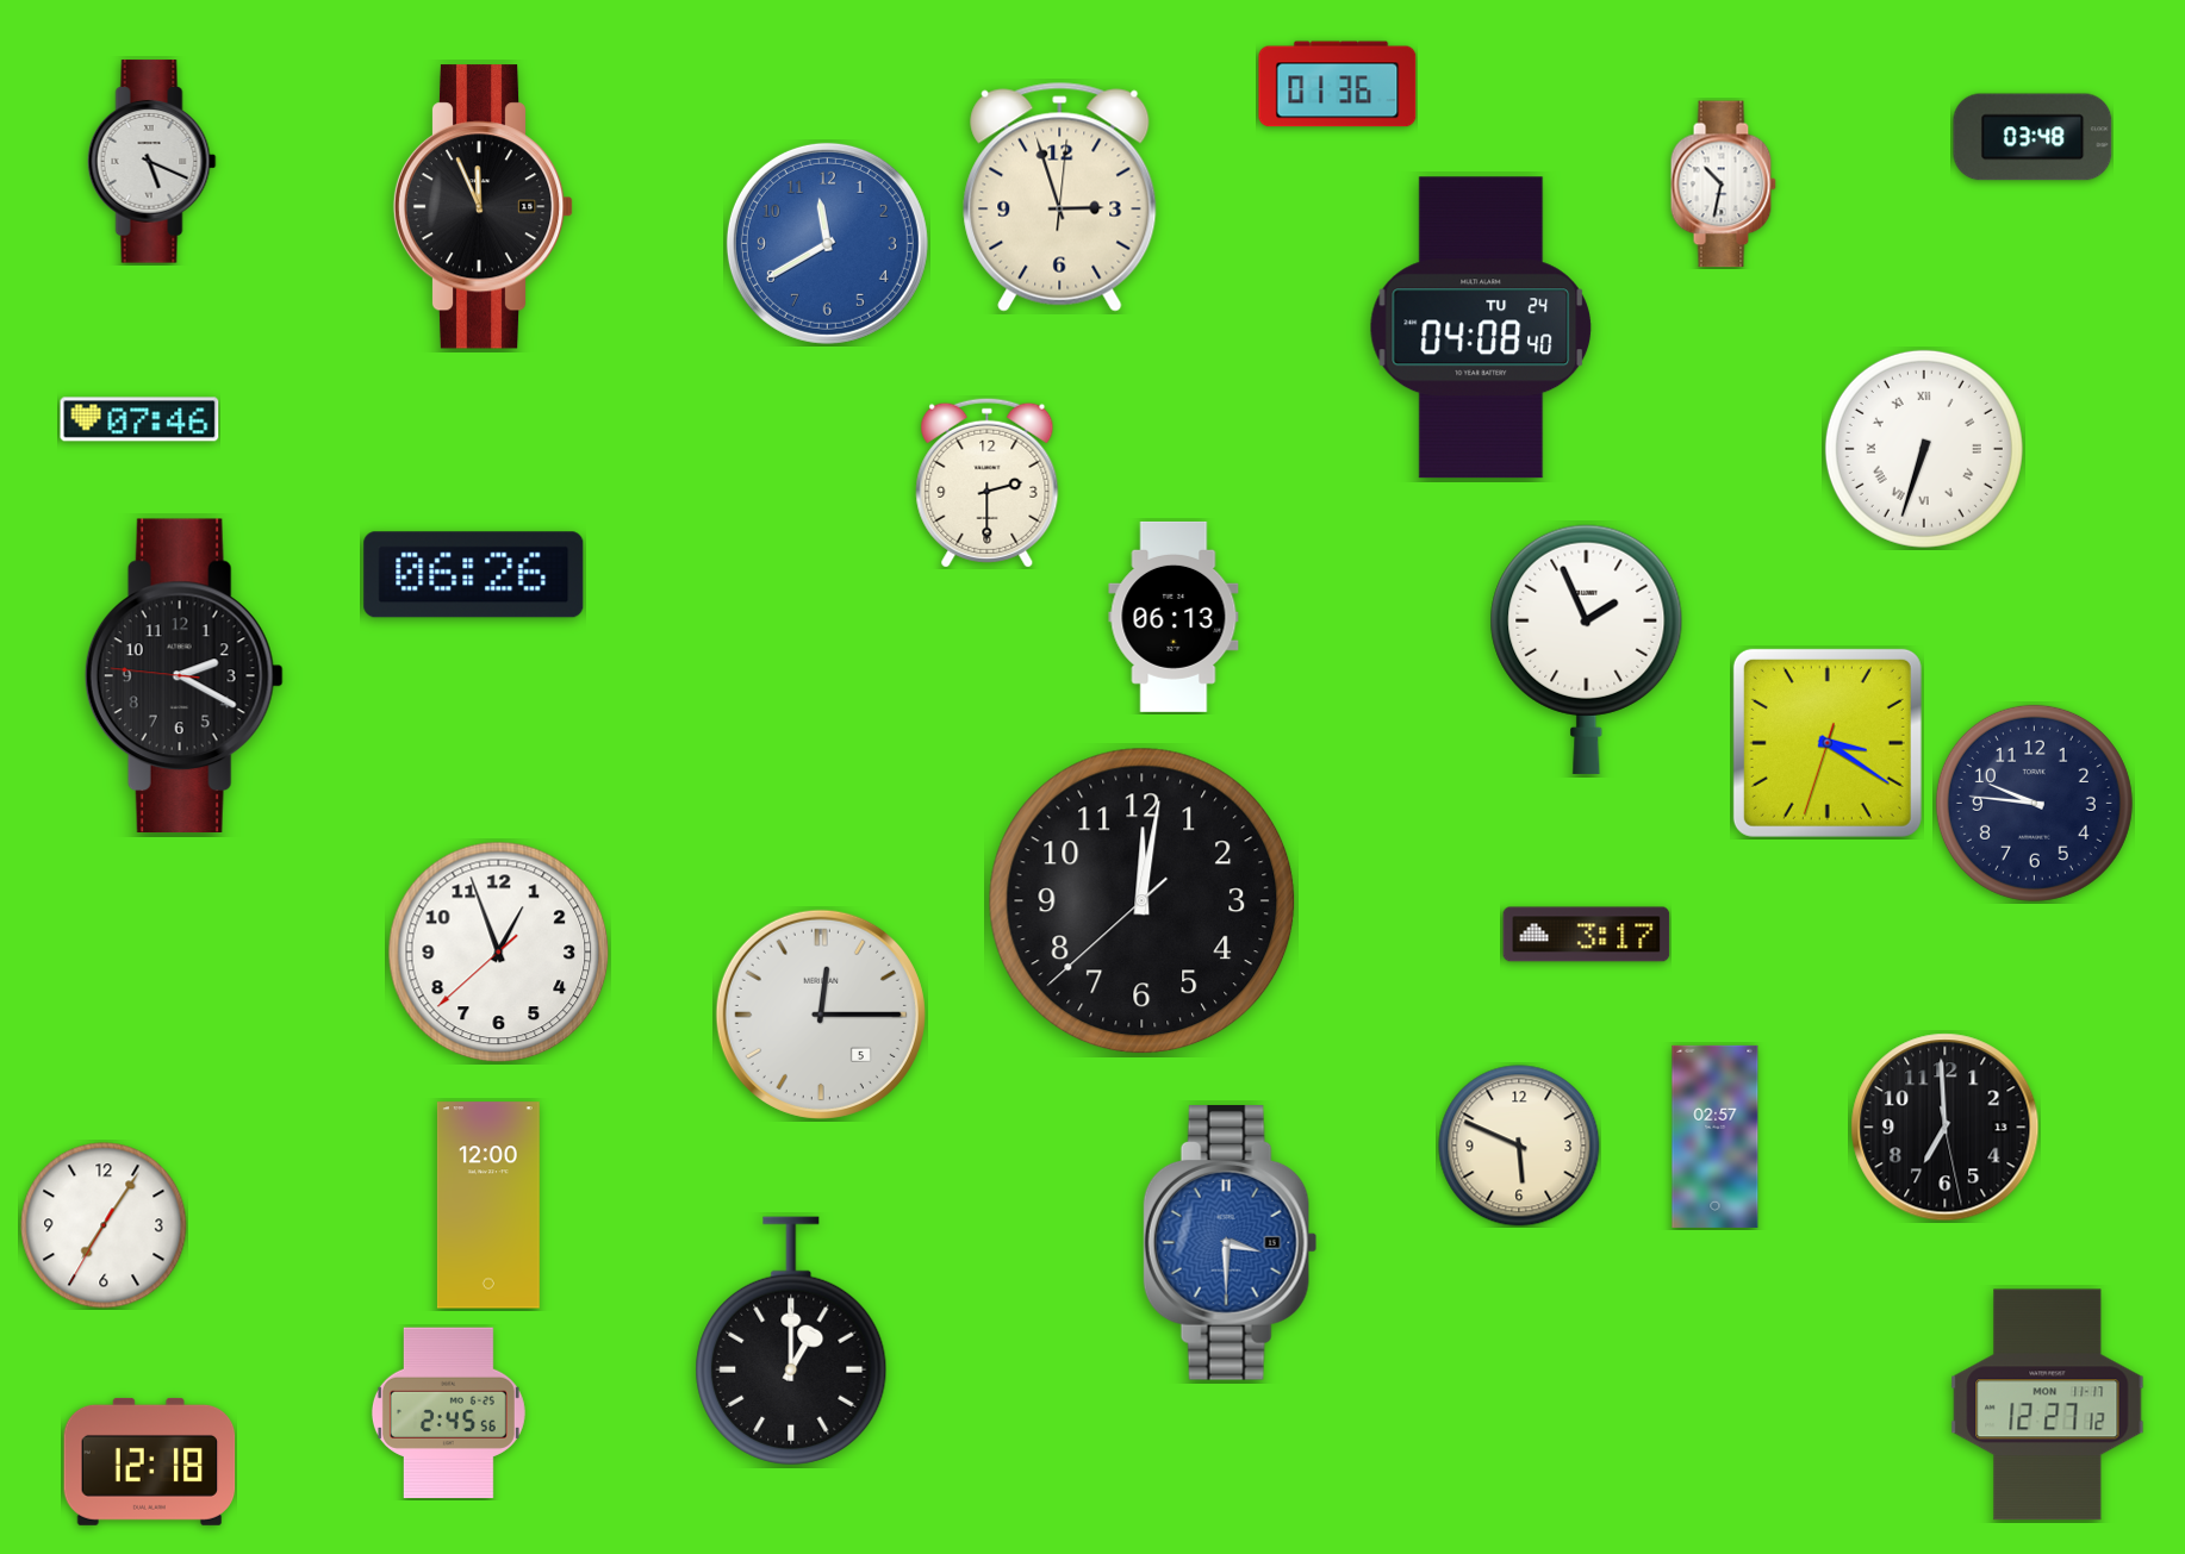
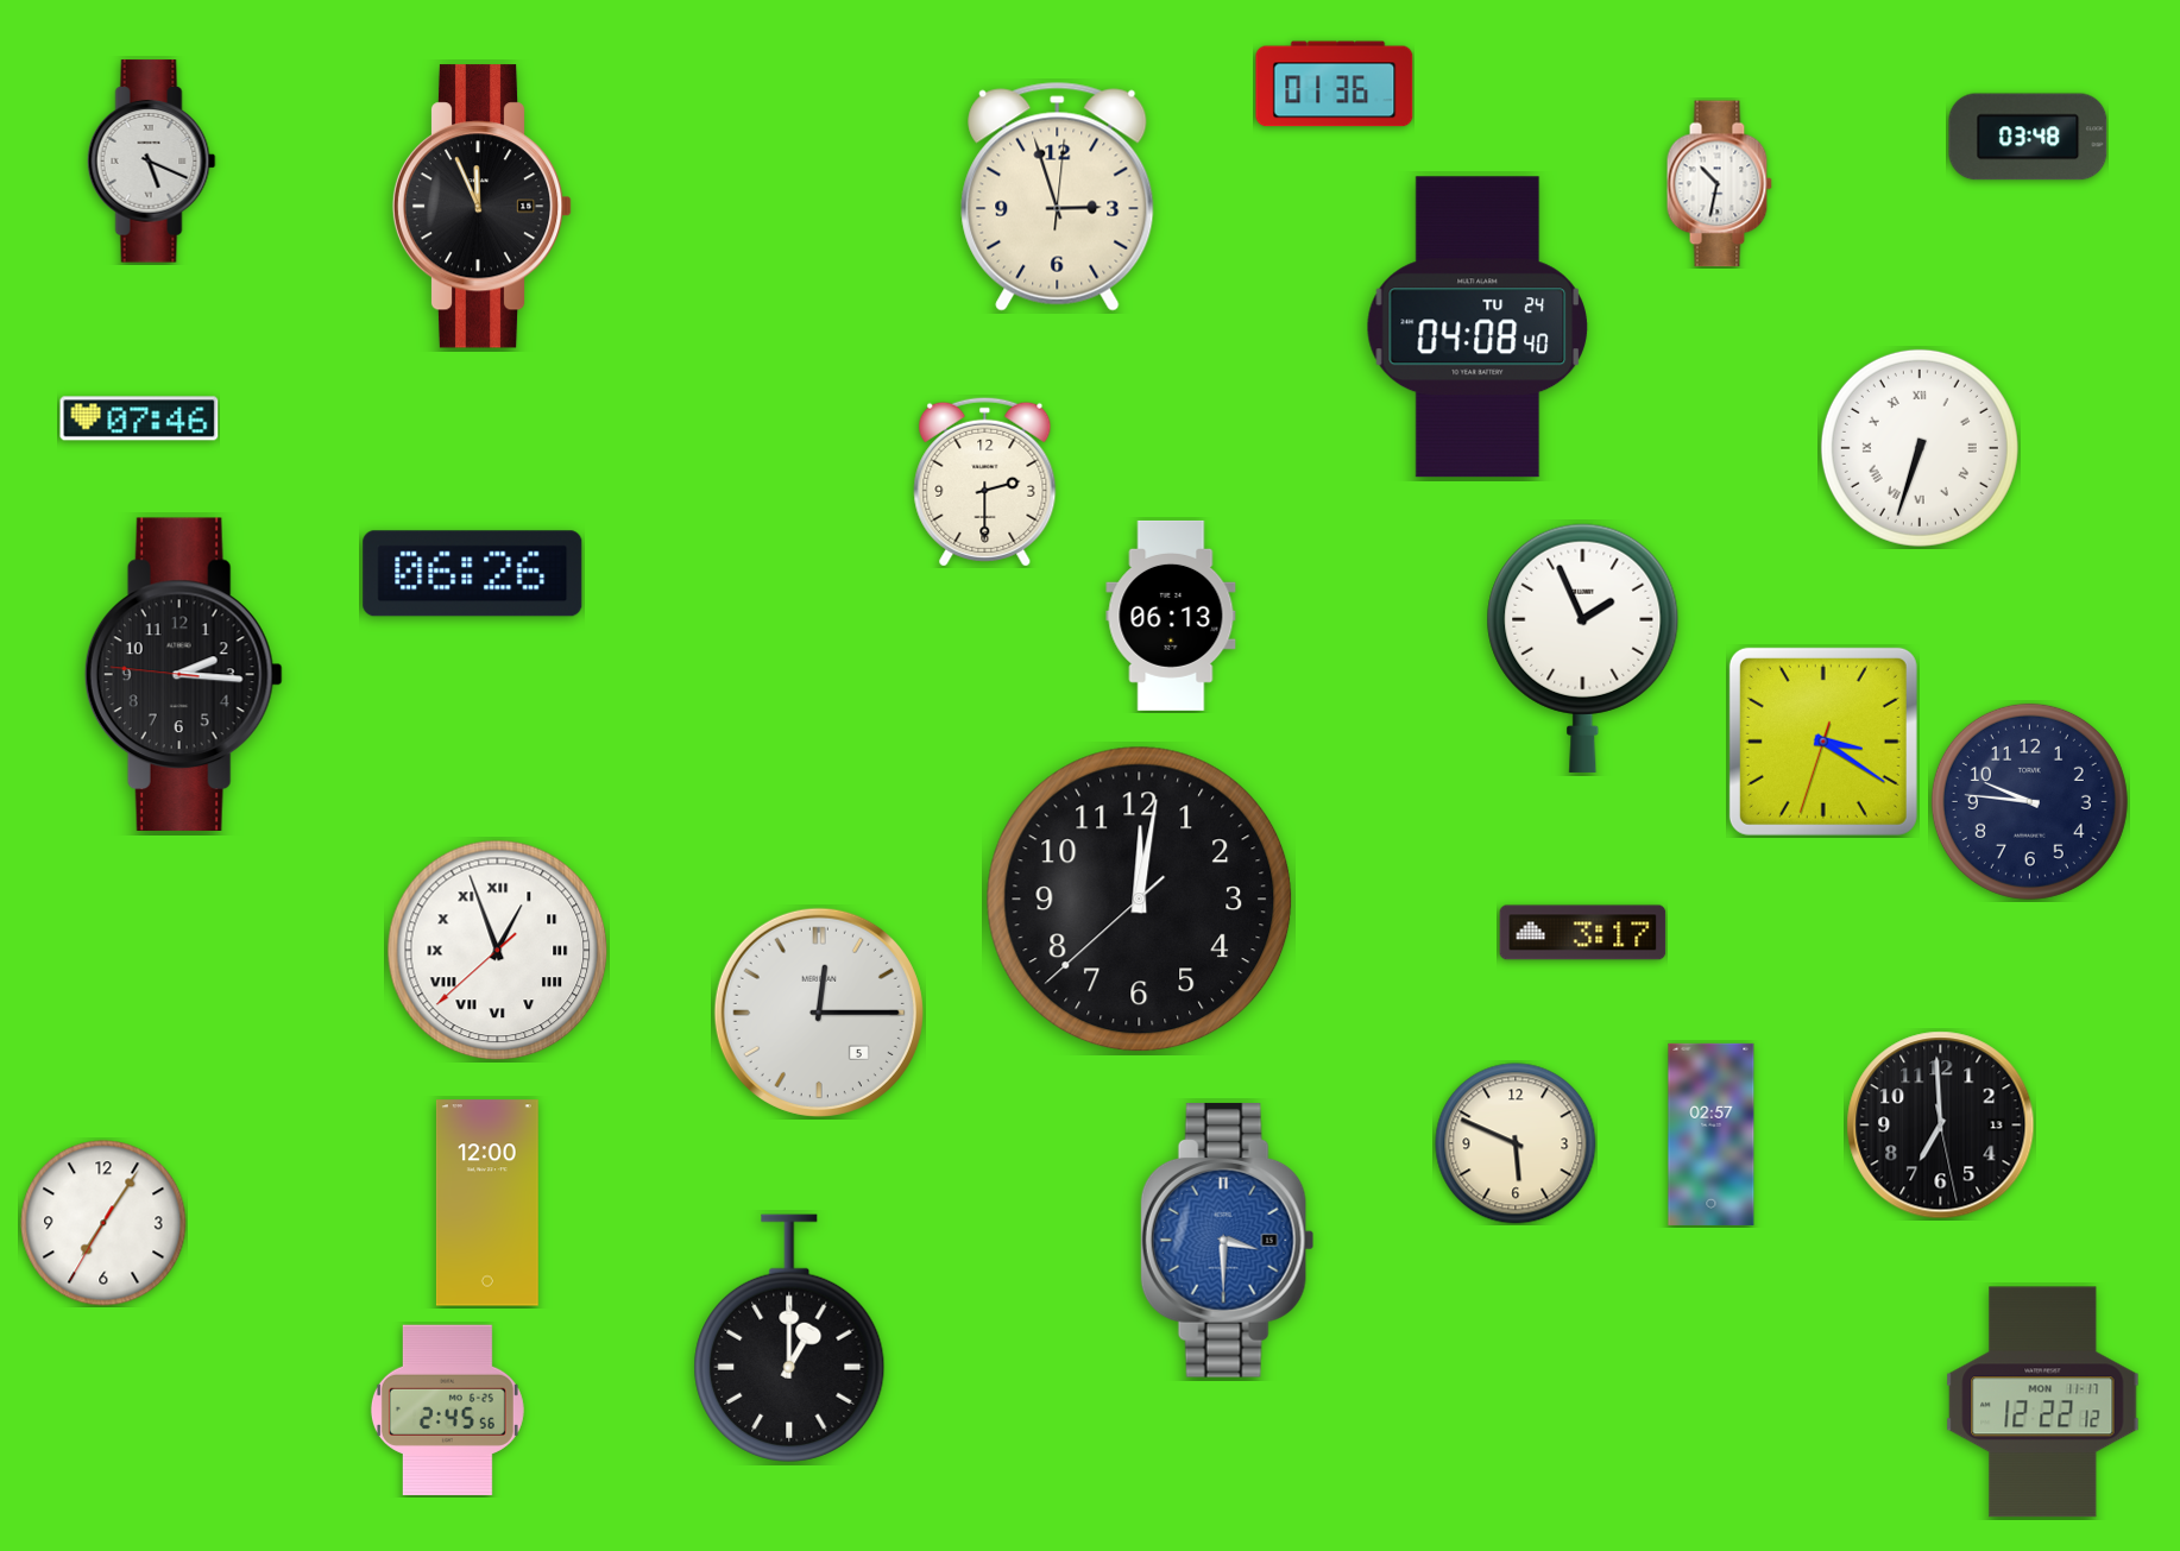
clock at (827, 243): 11:40 -> none
clock at (183, 675): 2:19 -> 2:15
clock at (499, 953) numerals: Arabic -> Roman
clock at (2048, 1405): 12:27 -> 12:22
clock at (150, 1461): 12:18 -> none
